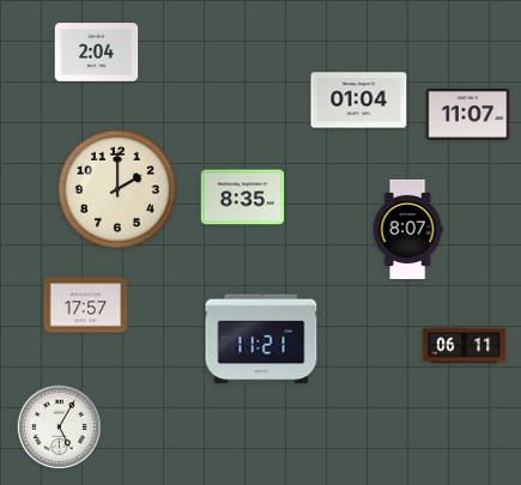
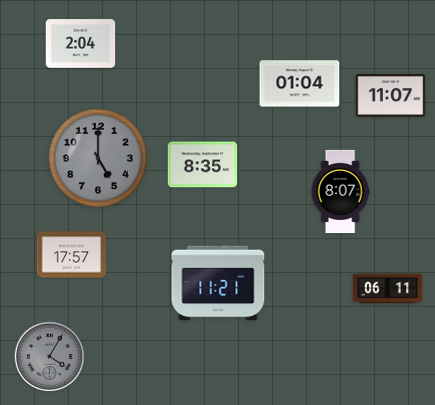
clock at (117, 189): 2:00 -> 5:00
clock at (117, 189) dial: cream -> grey
clock at (60, 428): 5:05 -> 4:05
clock at (60, 428) dial: white -> grey
